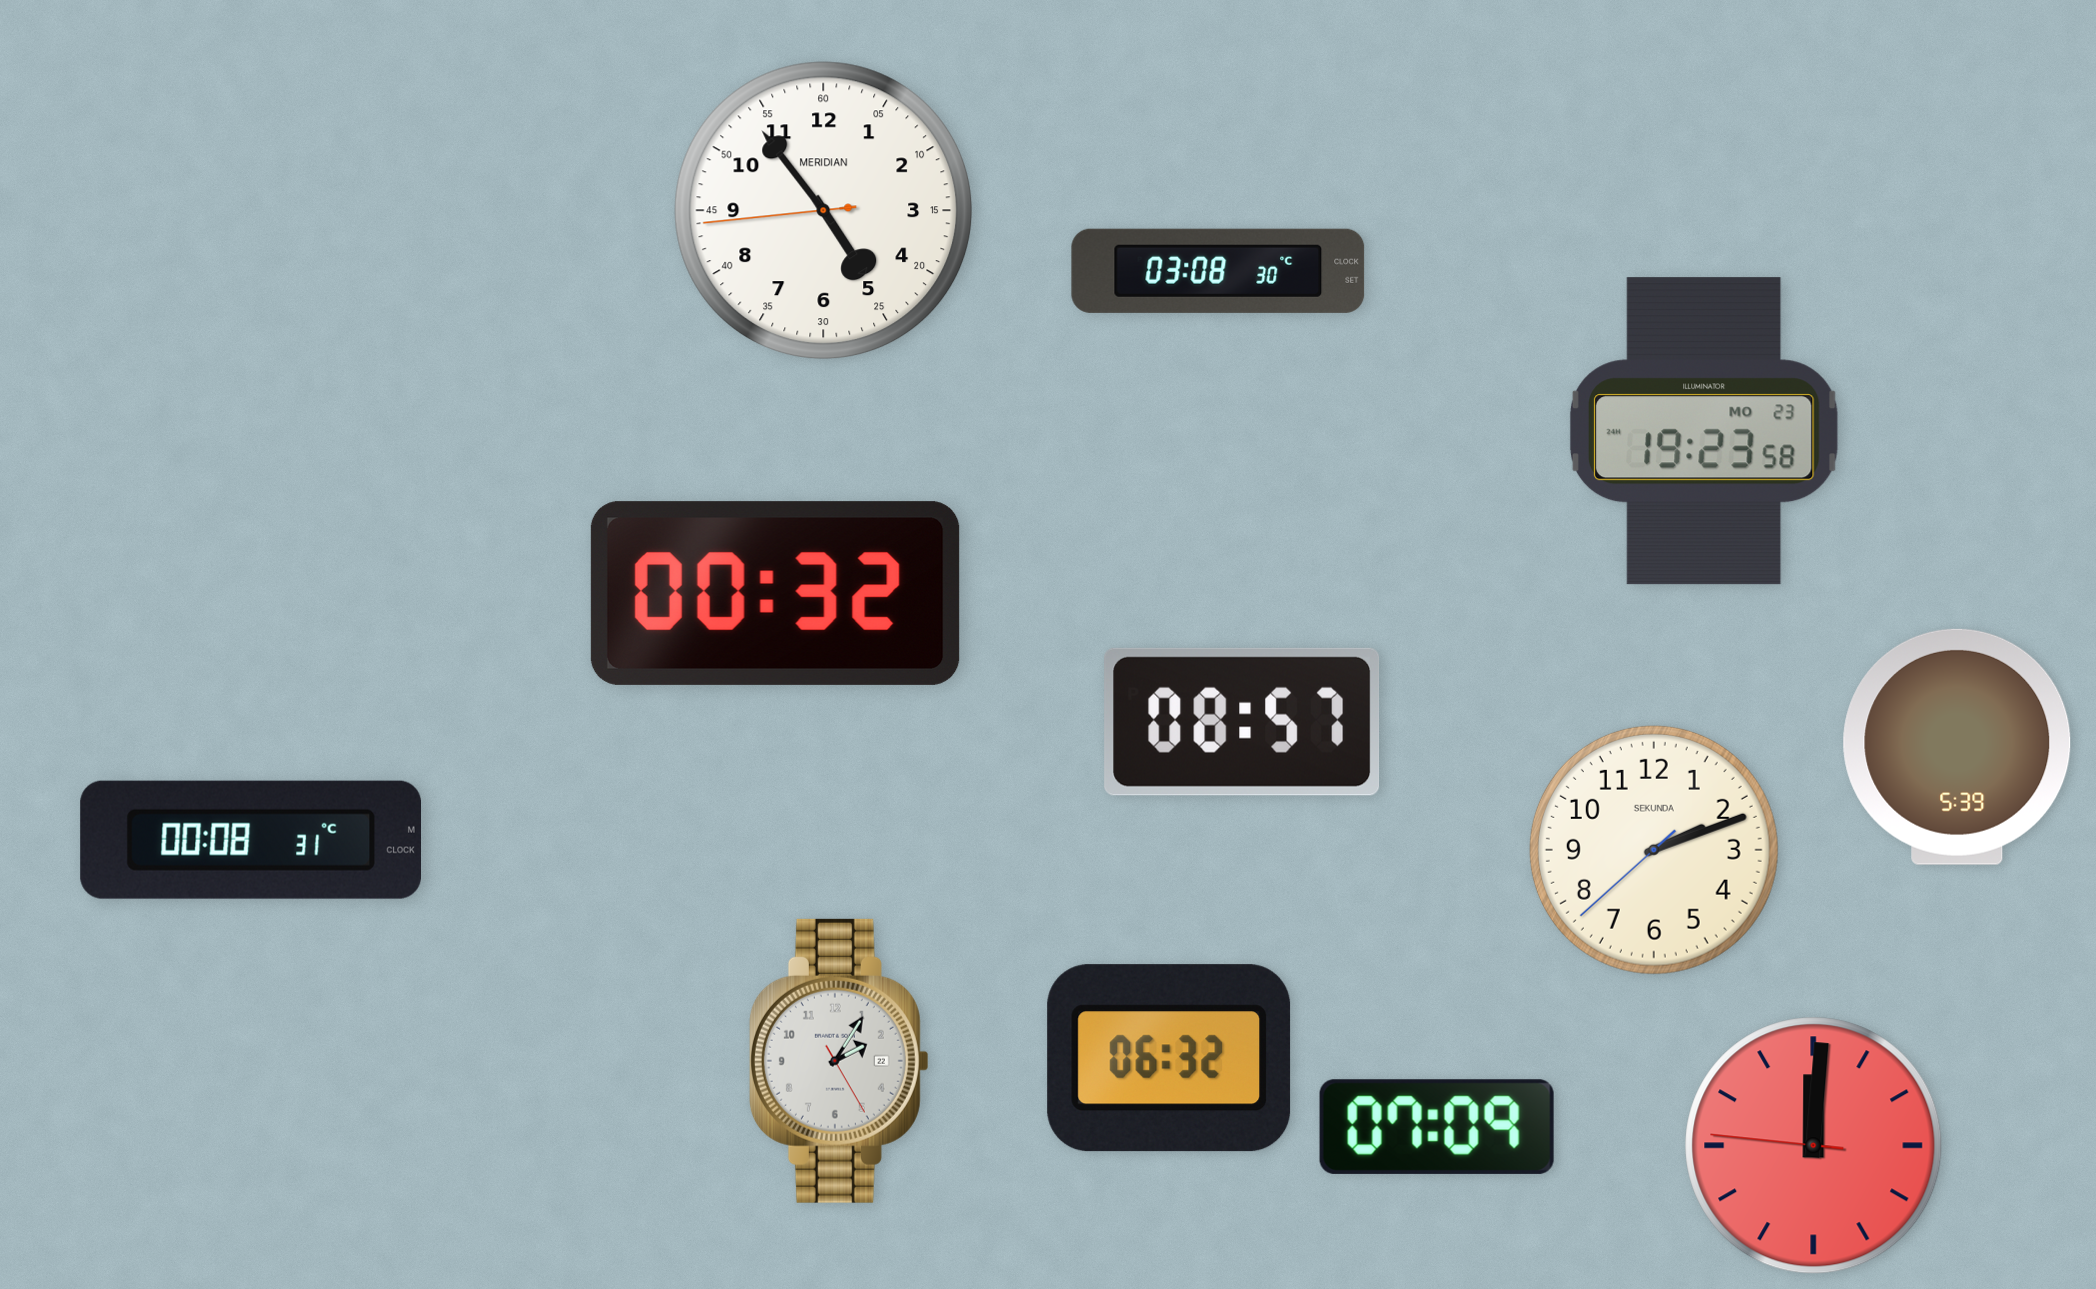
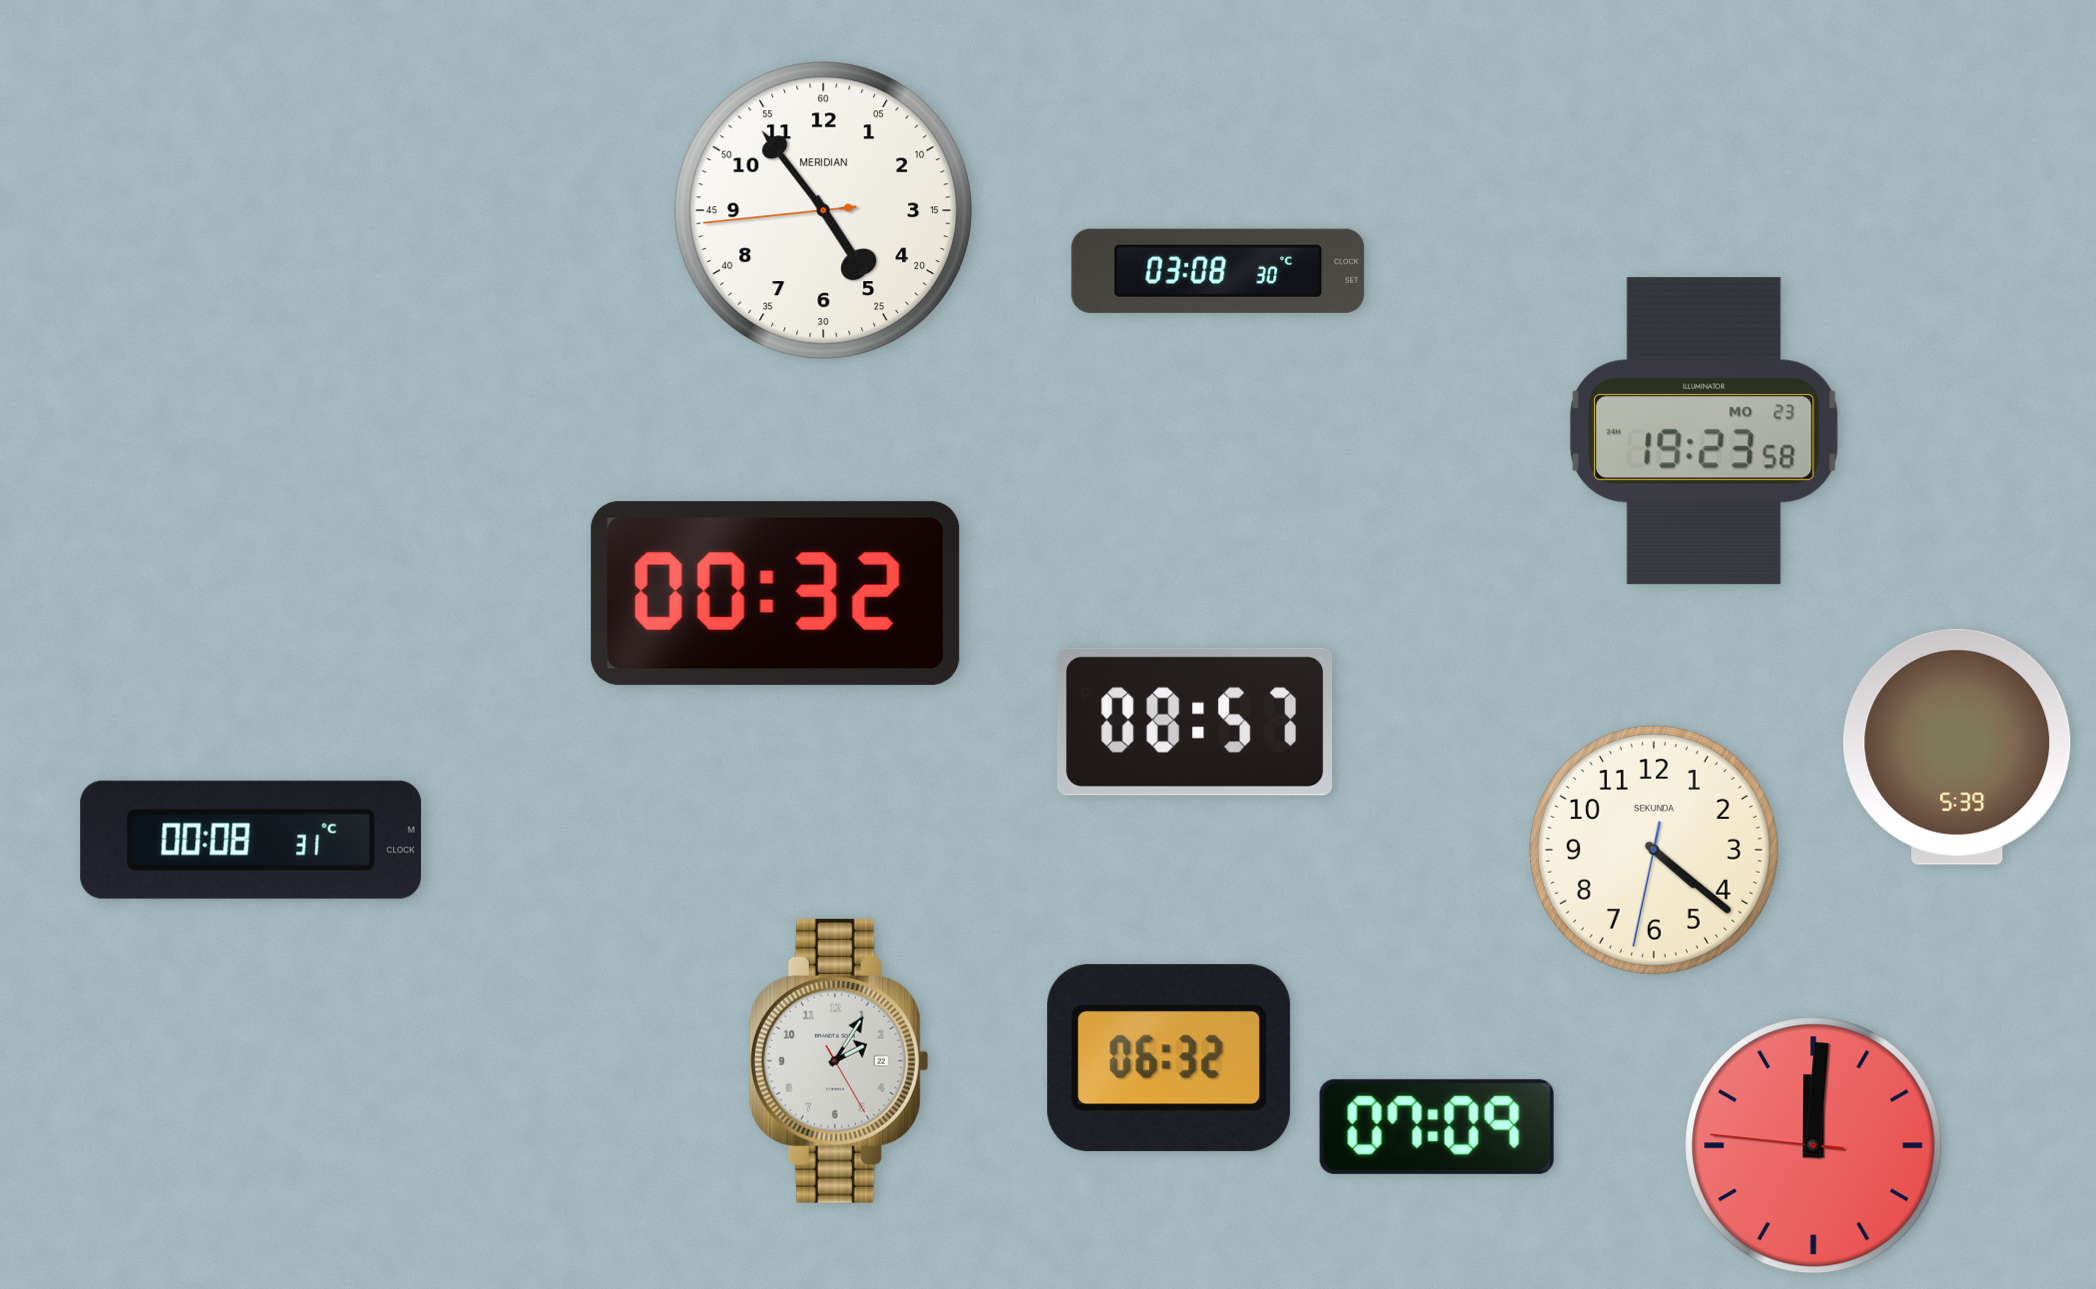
clock at (1242, 722) position: (1242, 722) -> (1195, 722)
clock at (1654, 850): 2:11 -> 4:21
